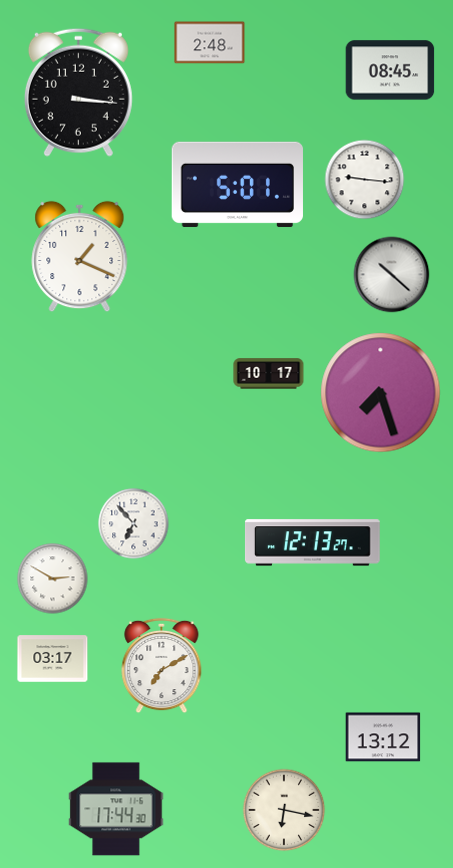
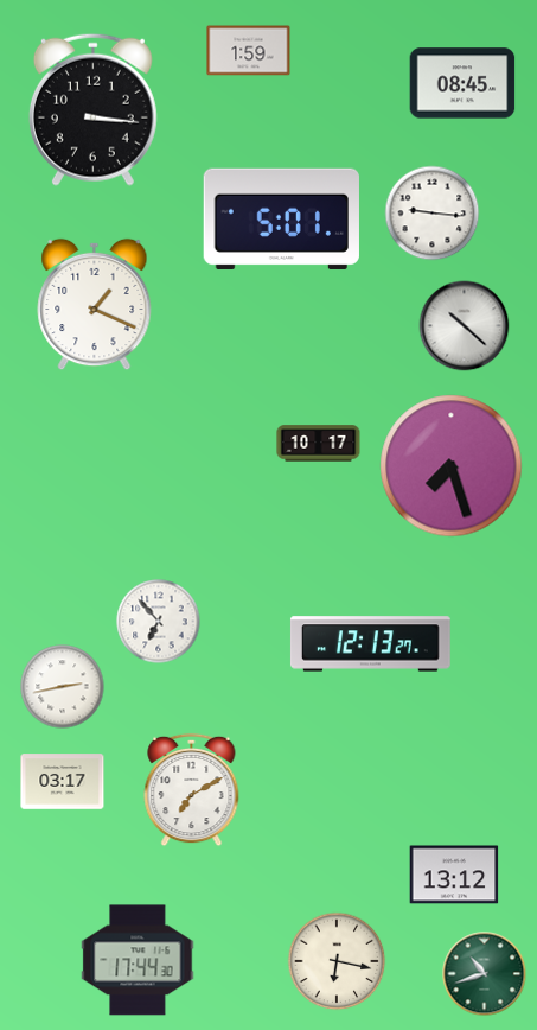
clock at (210, 43): 2:48 -> 1:59
clock at (53, 579): 2:50 -> 2:43
clock at (485, 974): none -> 10:42
